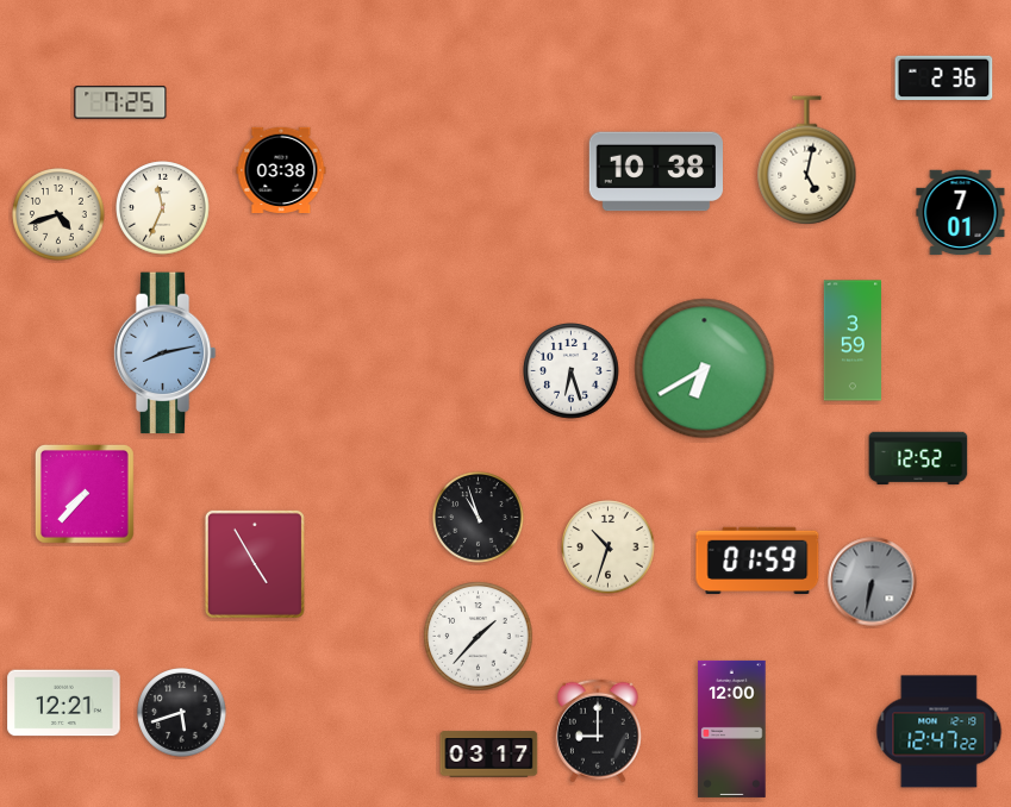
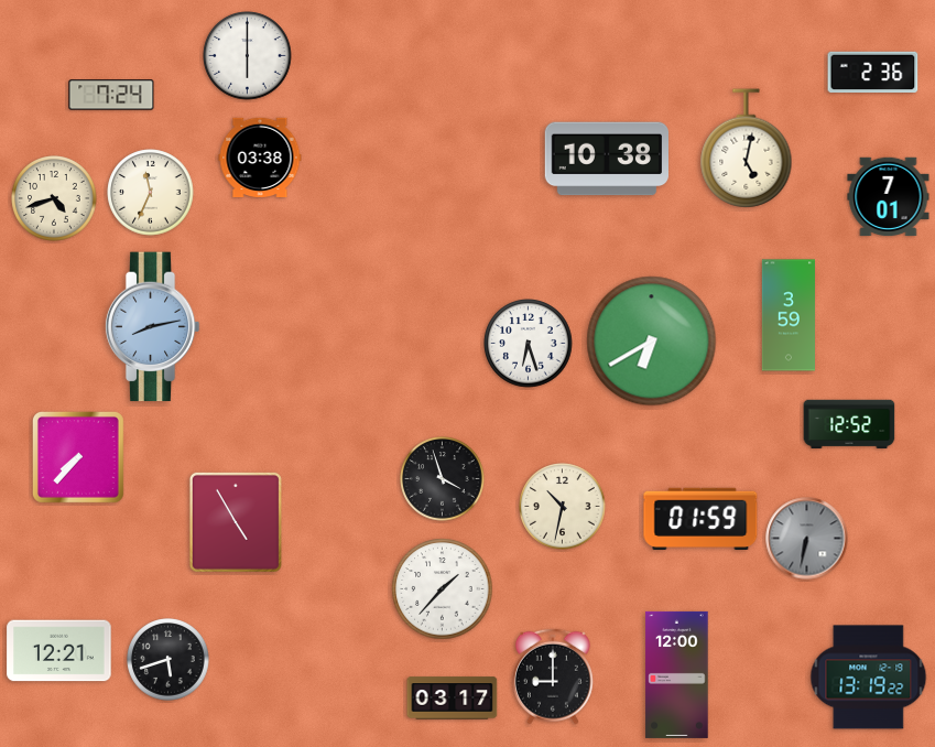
clock at (248, 56): none -> 6:00
clock at (120, 102): 7:25 -> 7:24
clock at (479, 518): 10:57 -> 3:57
clock at (609, 548): 10:33 -> 10:32
clock at (940, 732): 12:47 -> 13:19
